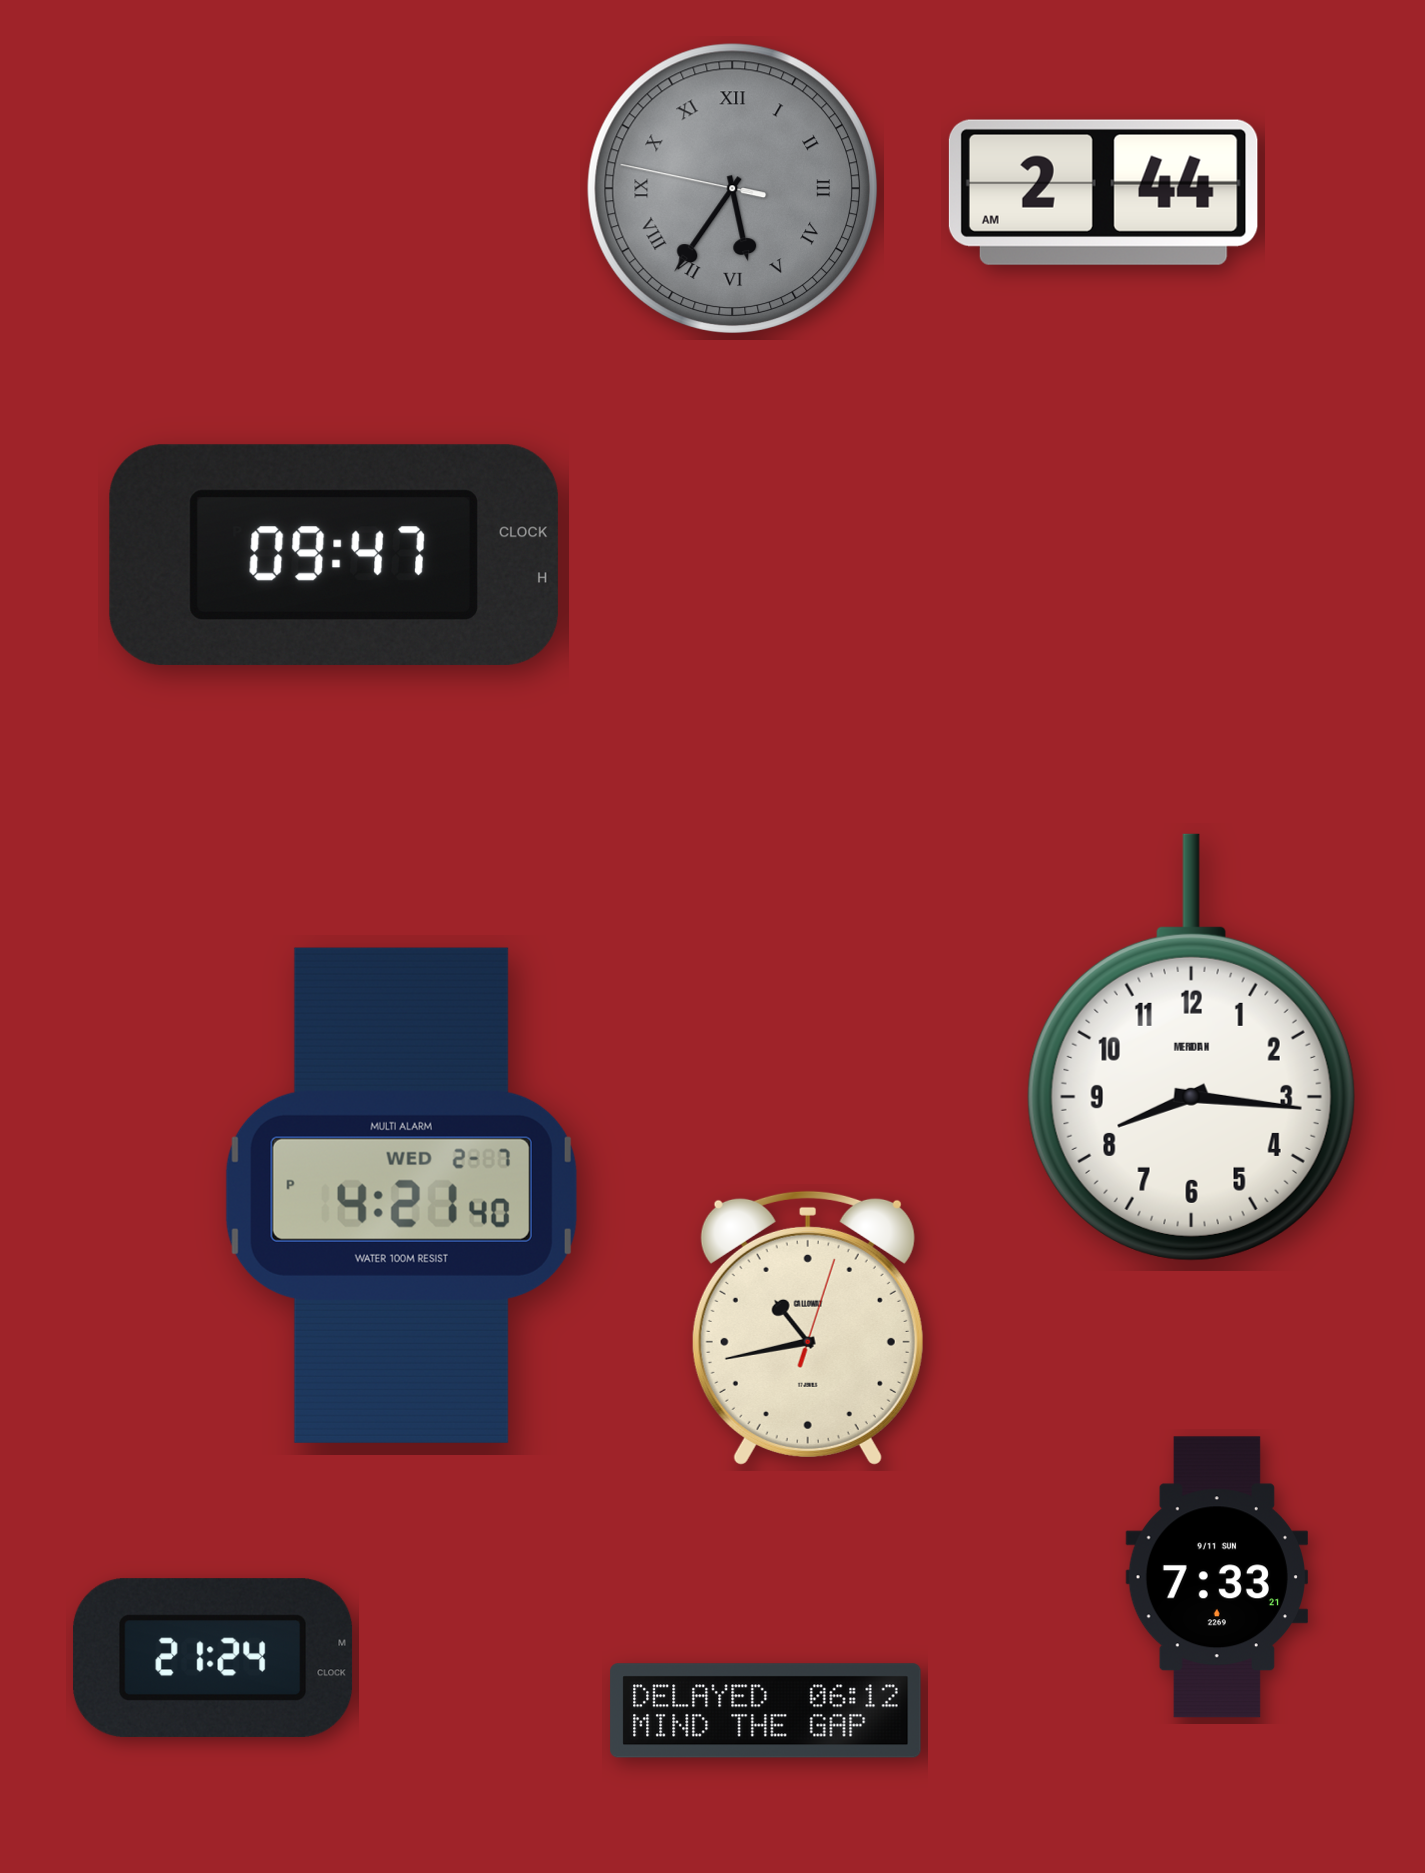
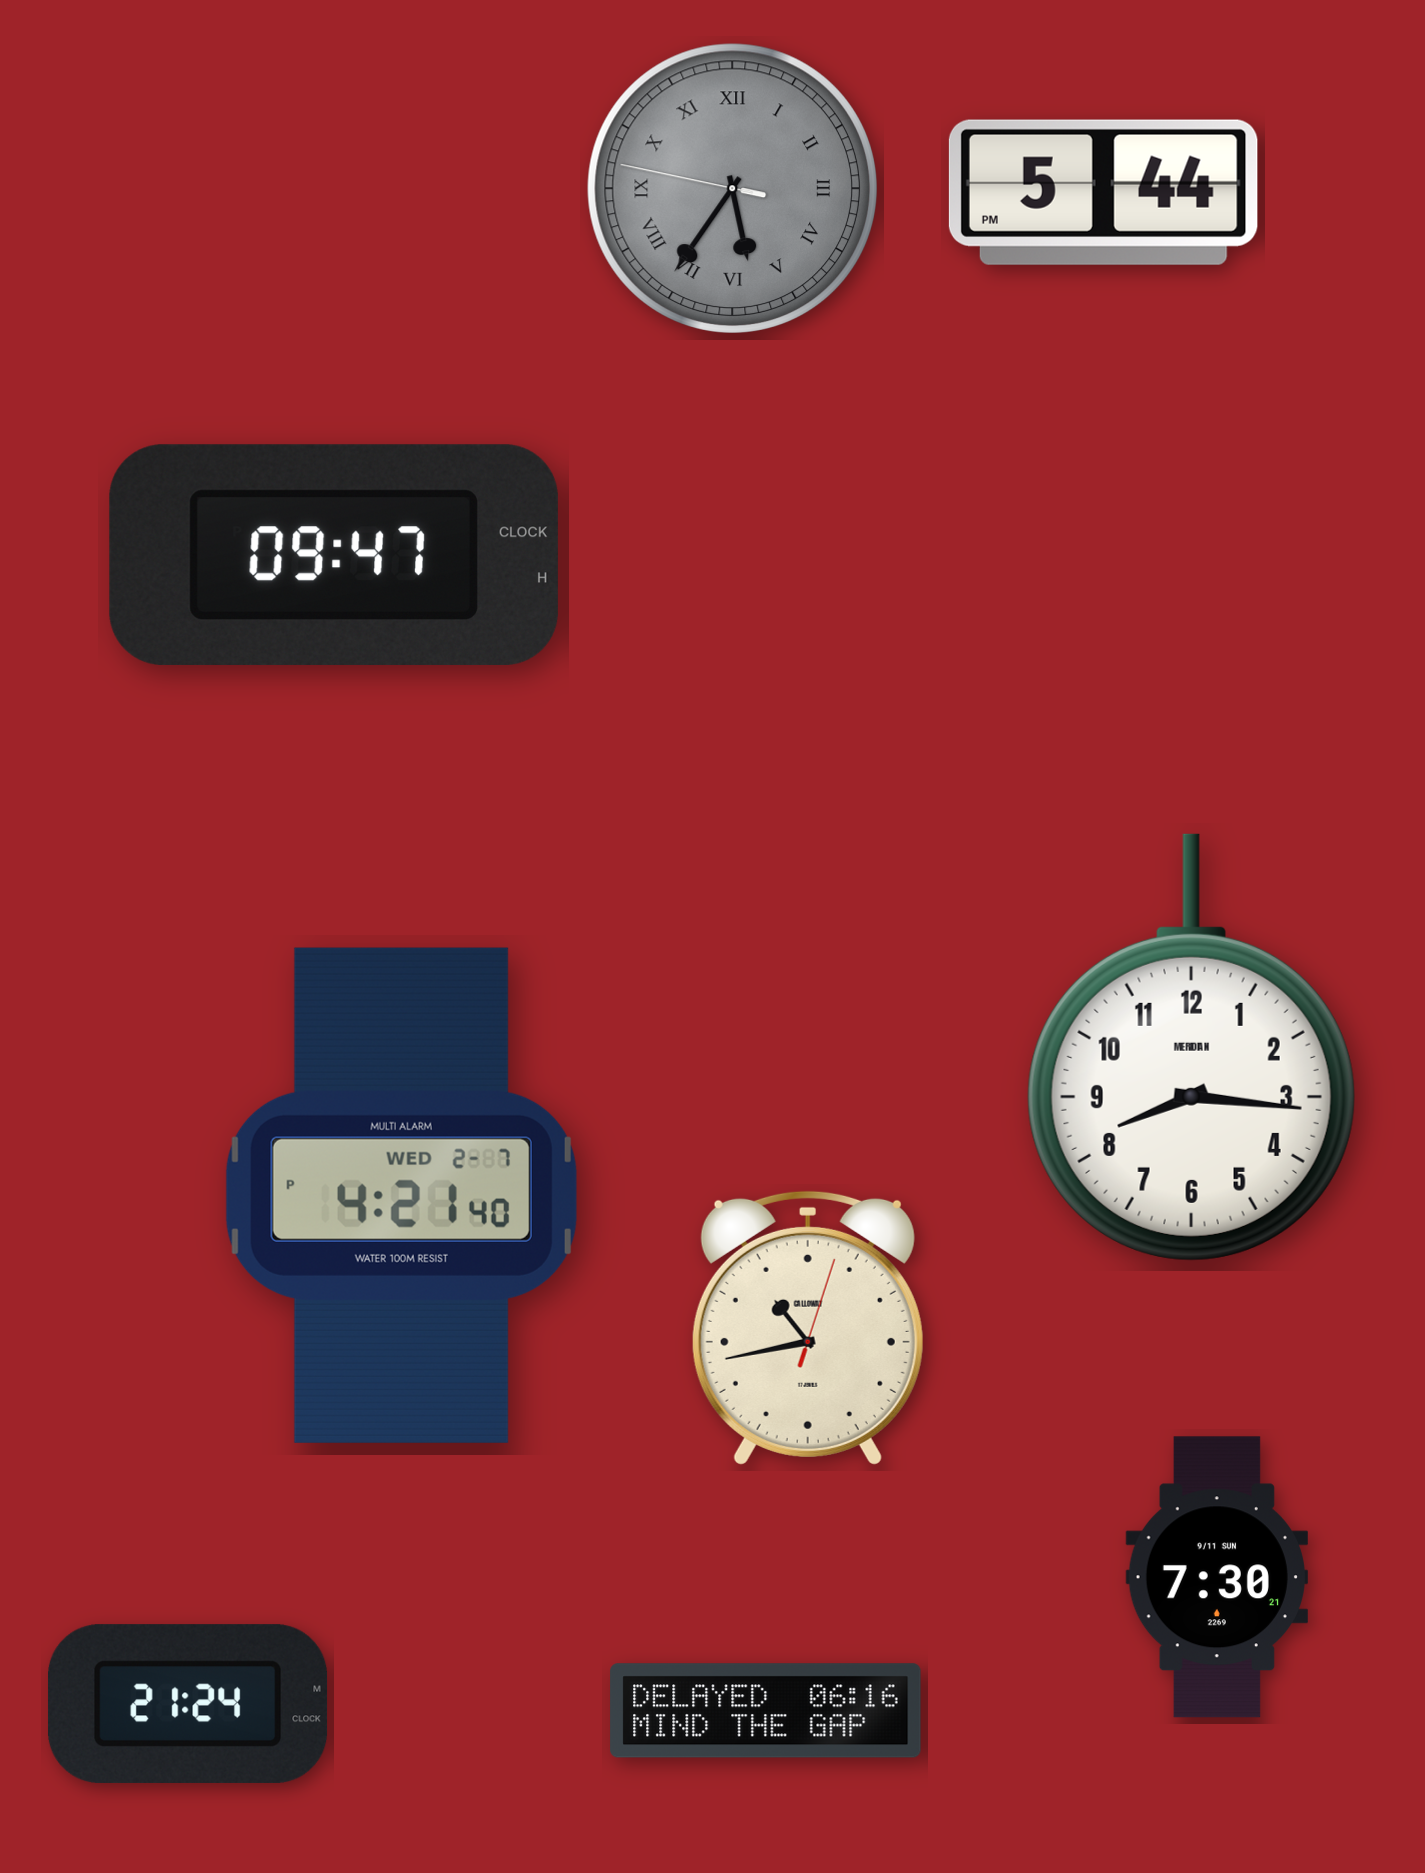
clock at (1103, 192): 2:44 -> 5:44
clock at (1217, 1577): 7:33 -> 7:30
clock at (213, 1658) position: (213, 1658) -> (188, 1704)
clock at (766, 1711): 06:12 -> 06:16
